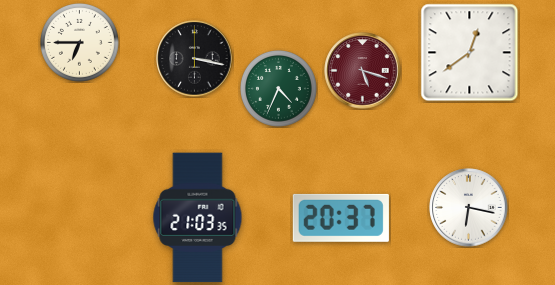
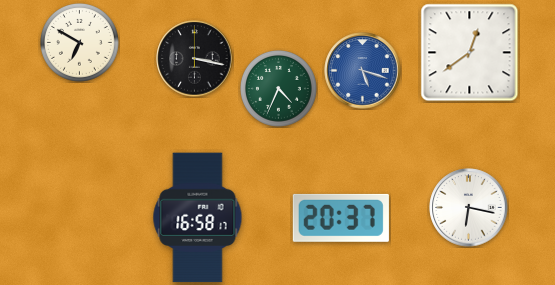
clock at (79, 42): 6:45 -> 6:50
clock at (363, 71) dial: burgundy -> blue
clock at (198, 218): 21:03 -> 16:58
